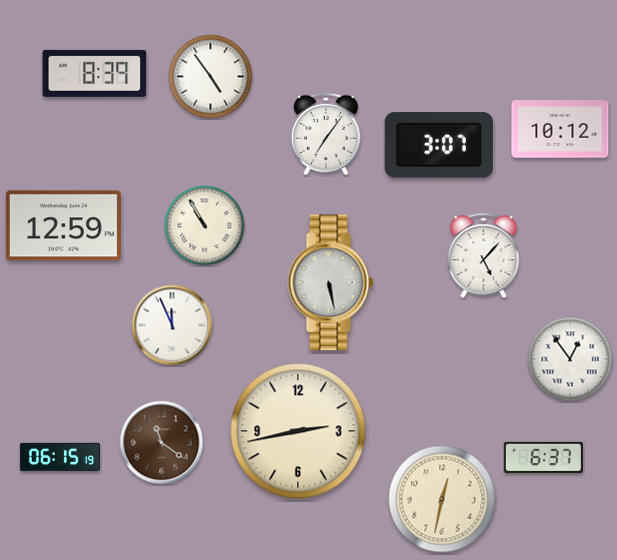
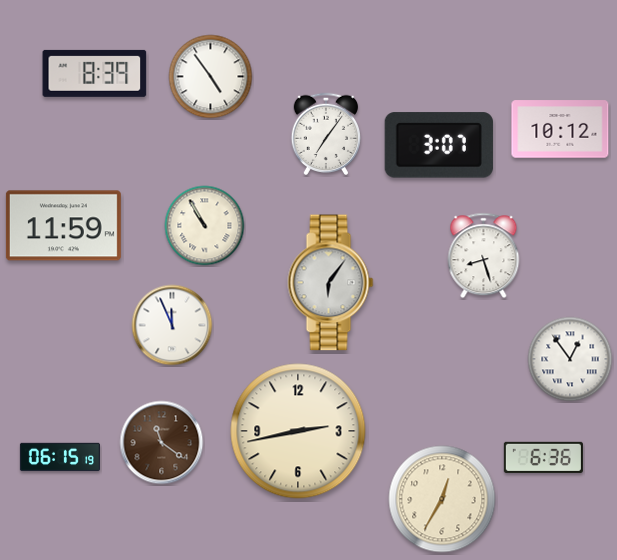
clock at (63, 226): 12:59 -> 11:59
clock at (484, 256): 5:07 -> 8:27
clock at (331, 283): 5:28 -> 6:06
clock at (543, 457): 6:37 -> 6:36
clock at (442, 499): 12:32 -> 12:35
